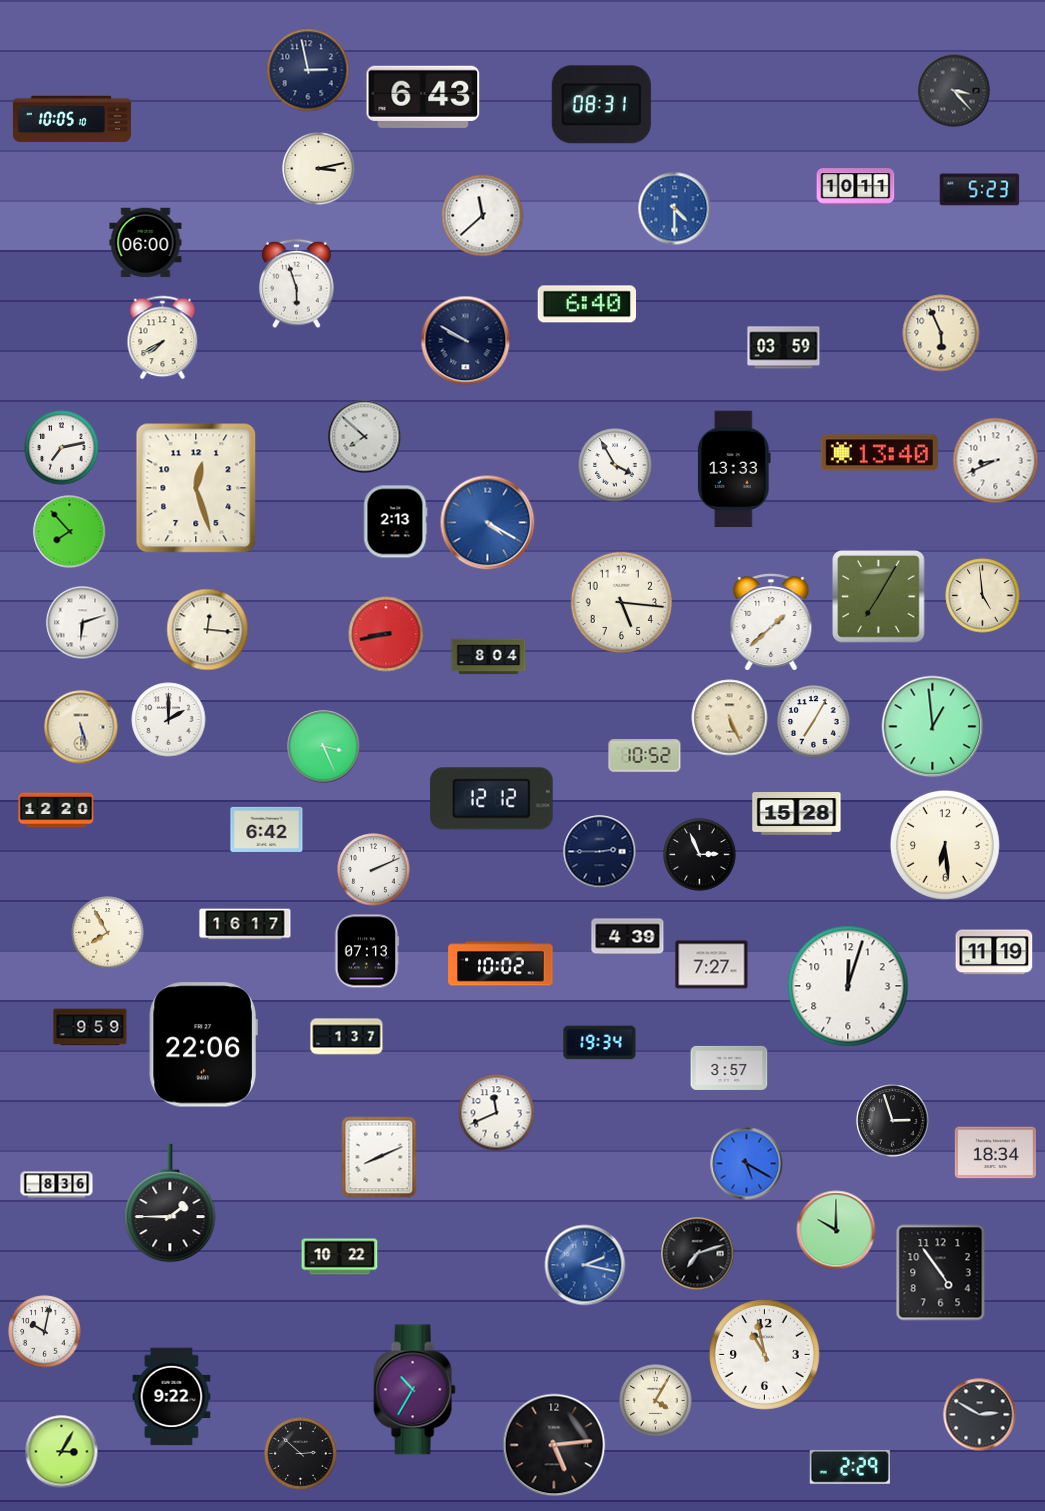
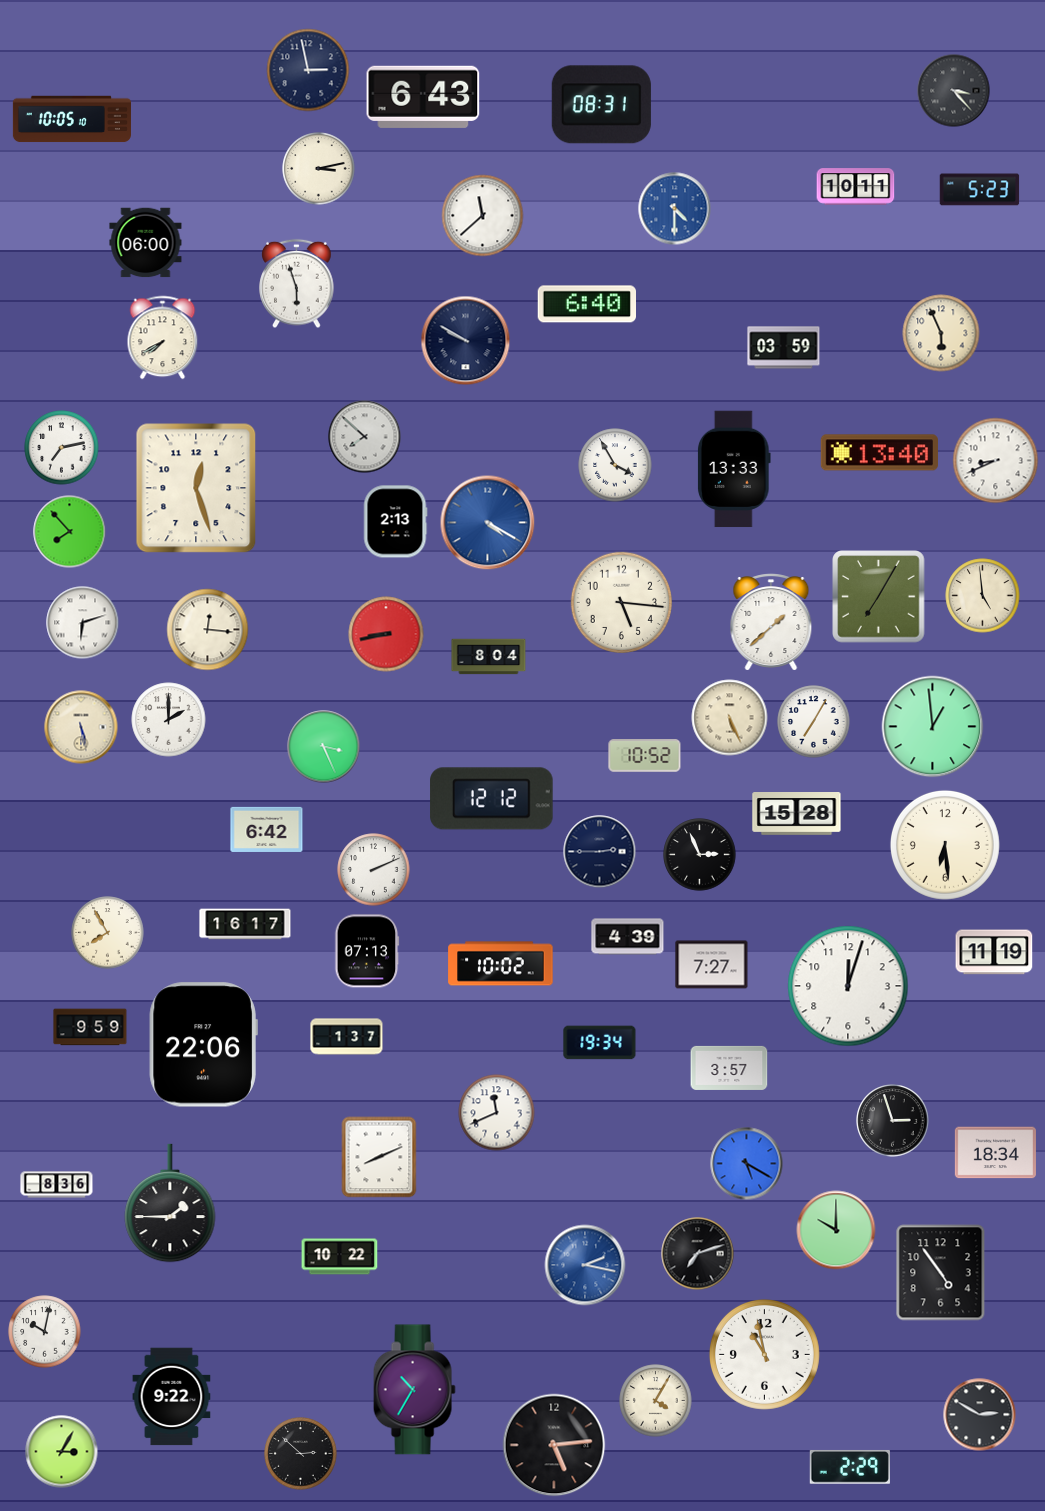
clock at (56, 810): 12:20 -> none
